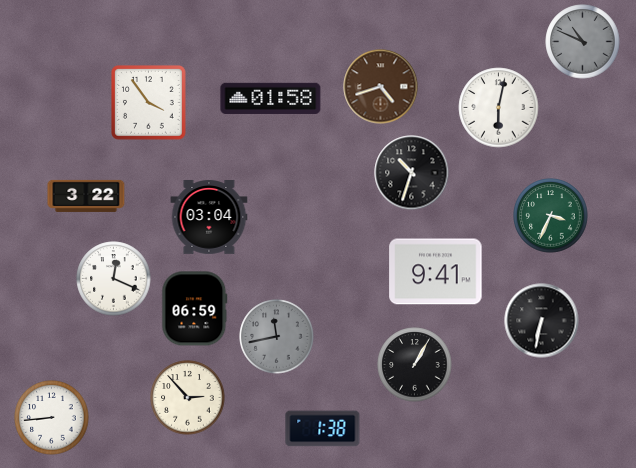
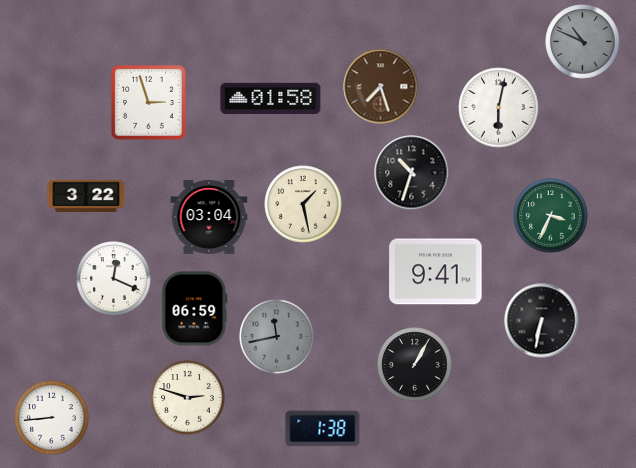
clock at (381, 87): 4:42 -> 7:27
clock at (149, 103): 3:54 -> 2:57
clock at (303, 204): none -> 1:28
clock at (188, 398): 2:53 -> 2:48
